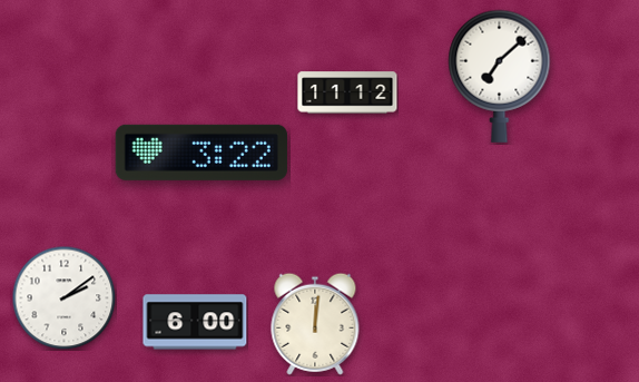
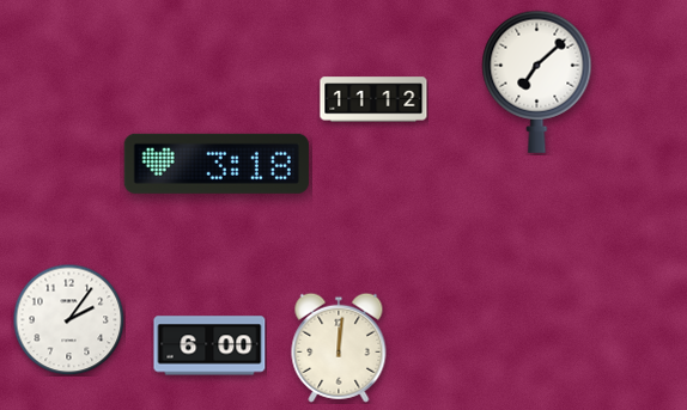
clock at (201, 153): 3:22 -> 3:18
clock at (63, 297): 2:09 -> 2:06
